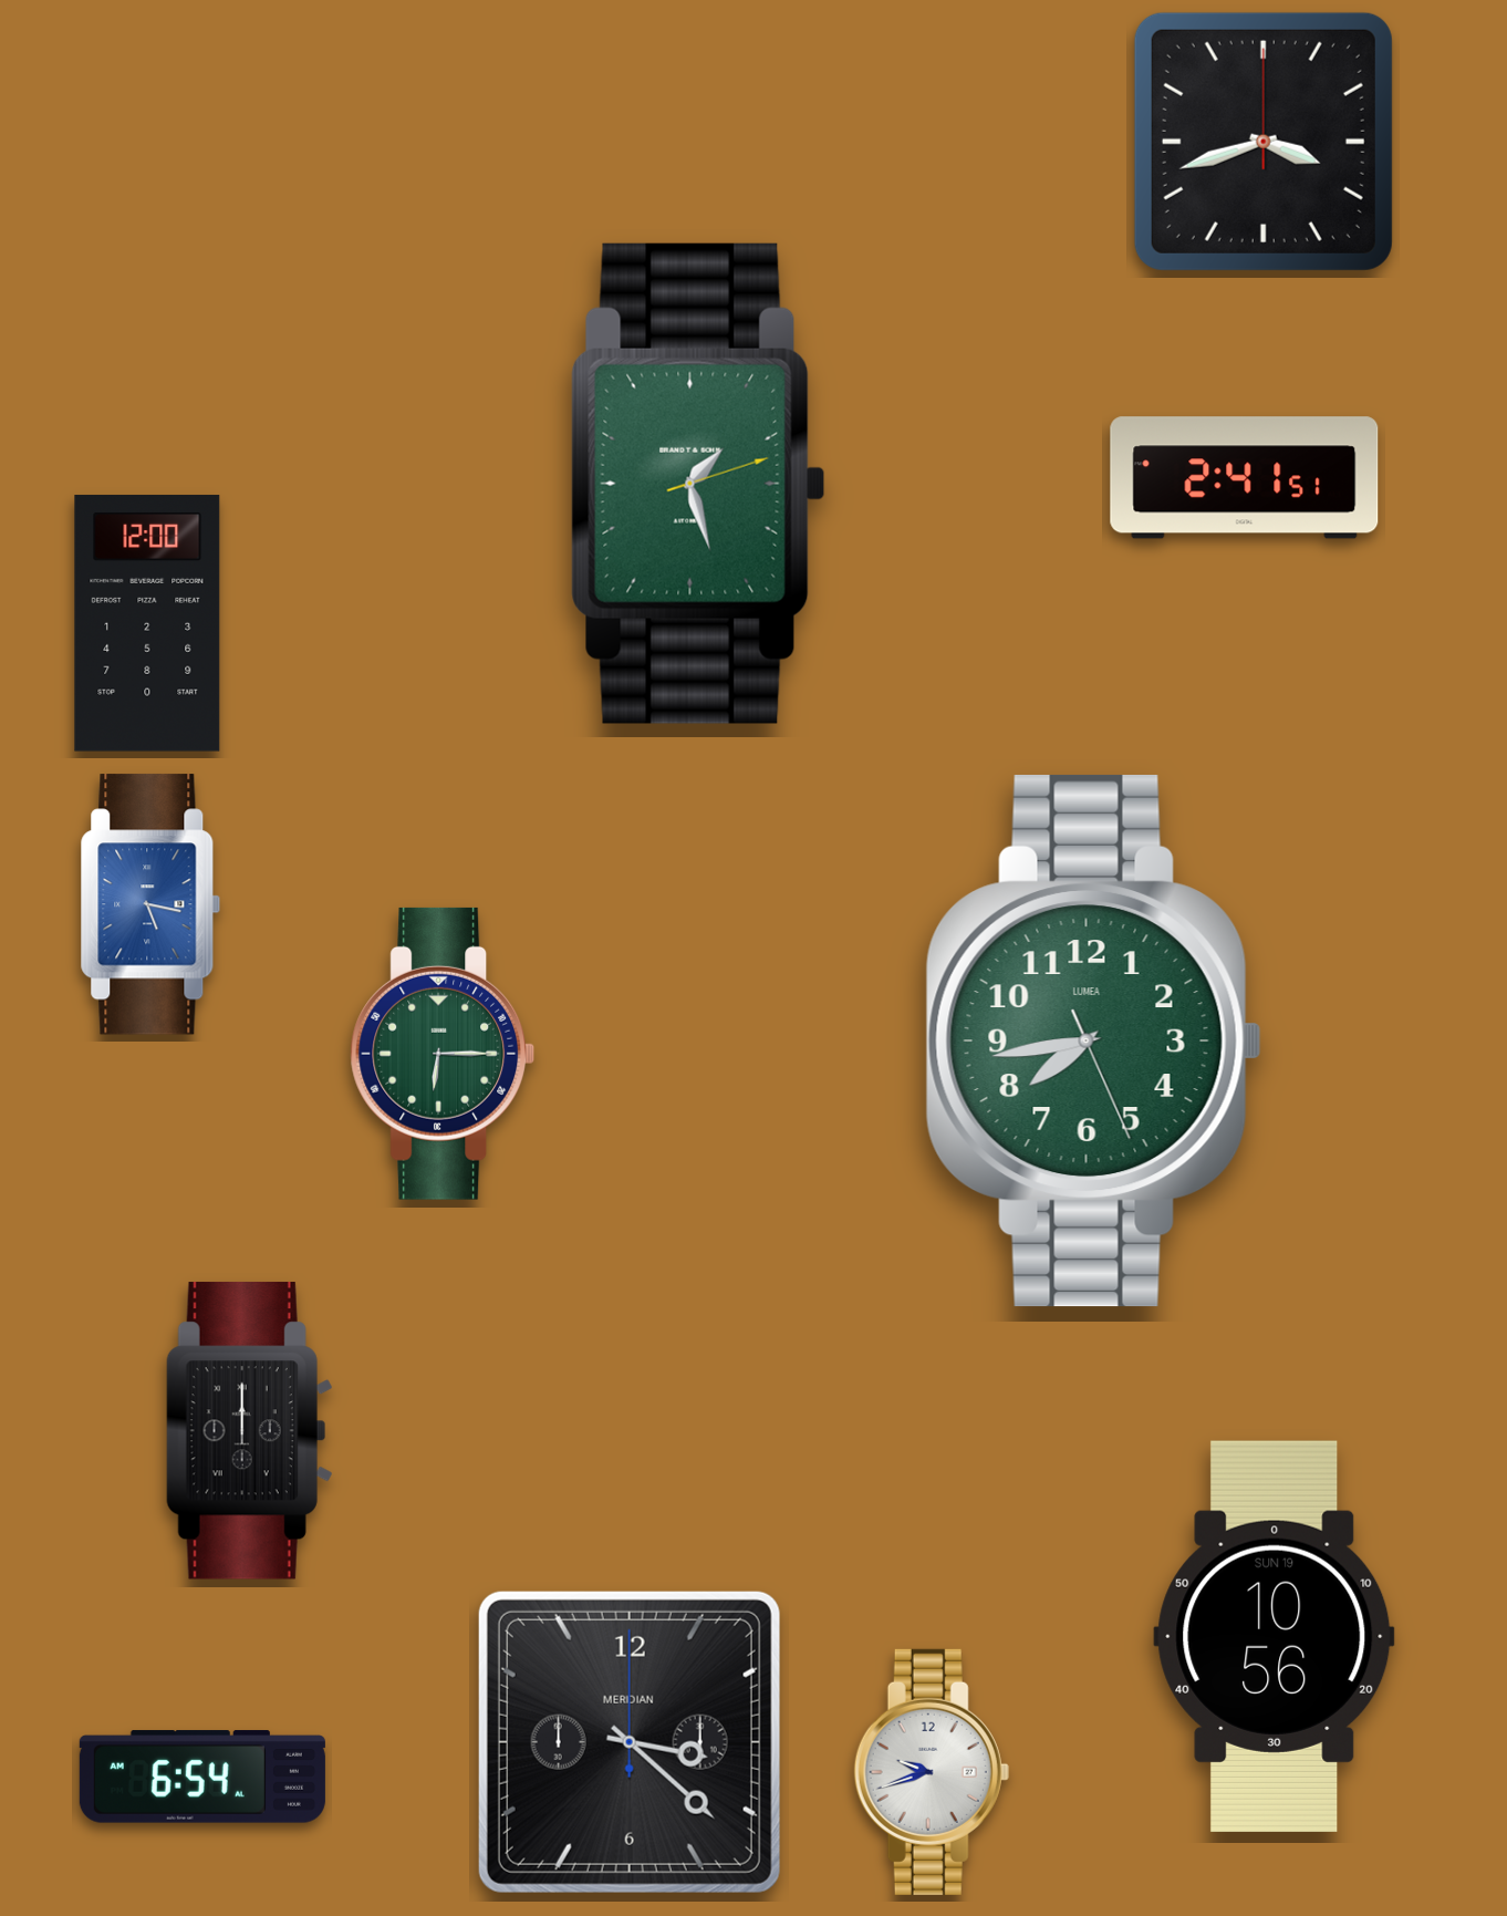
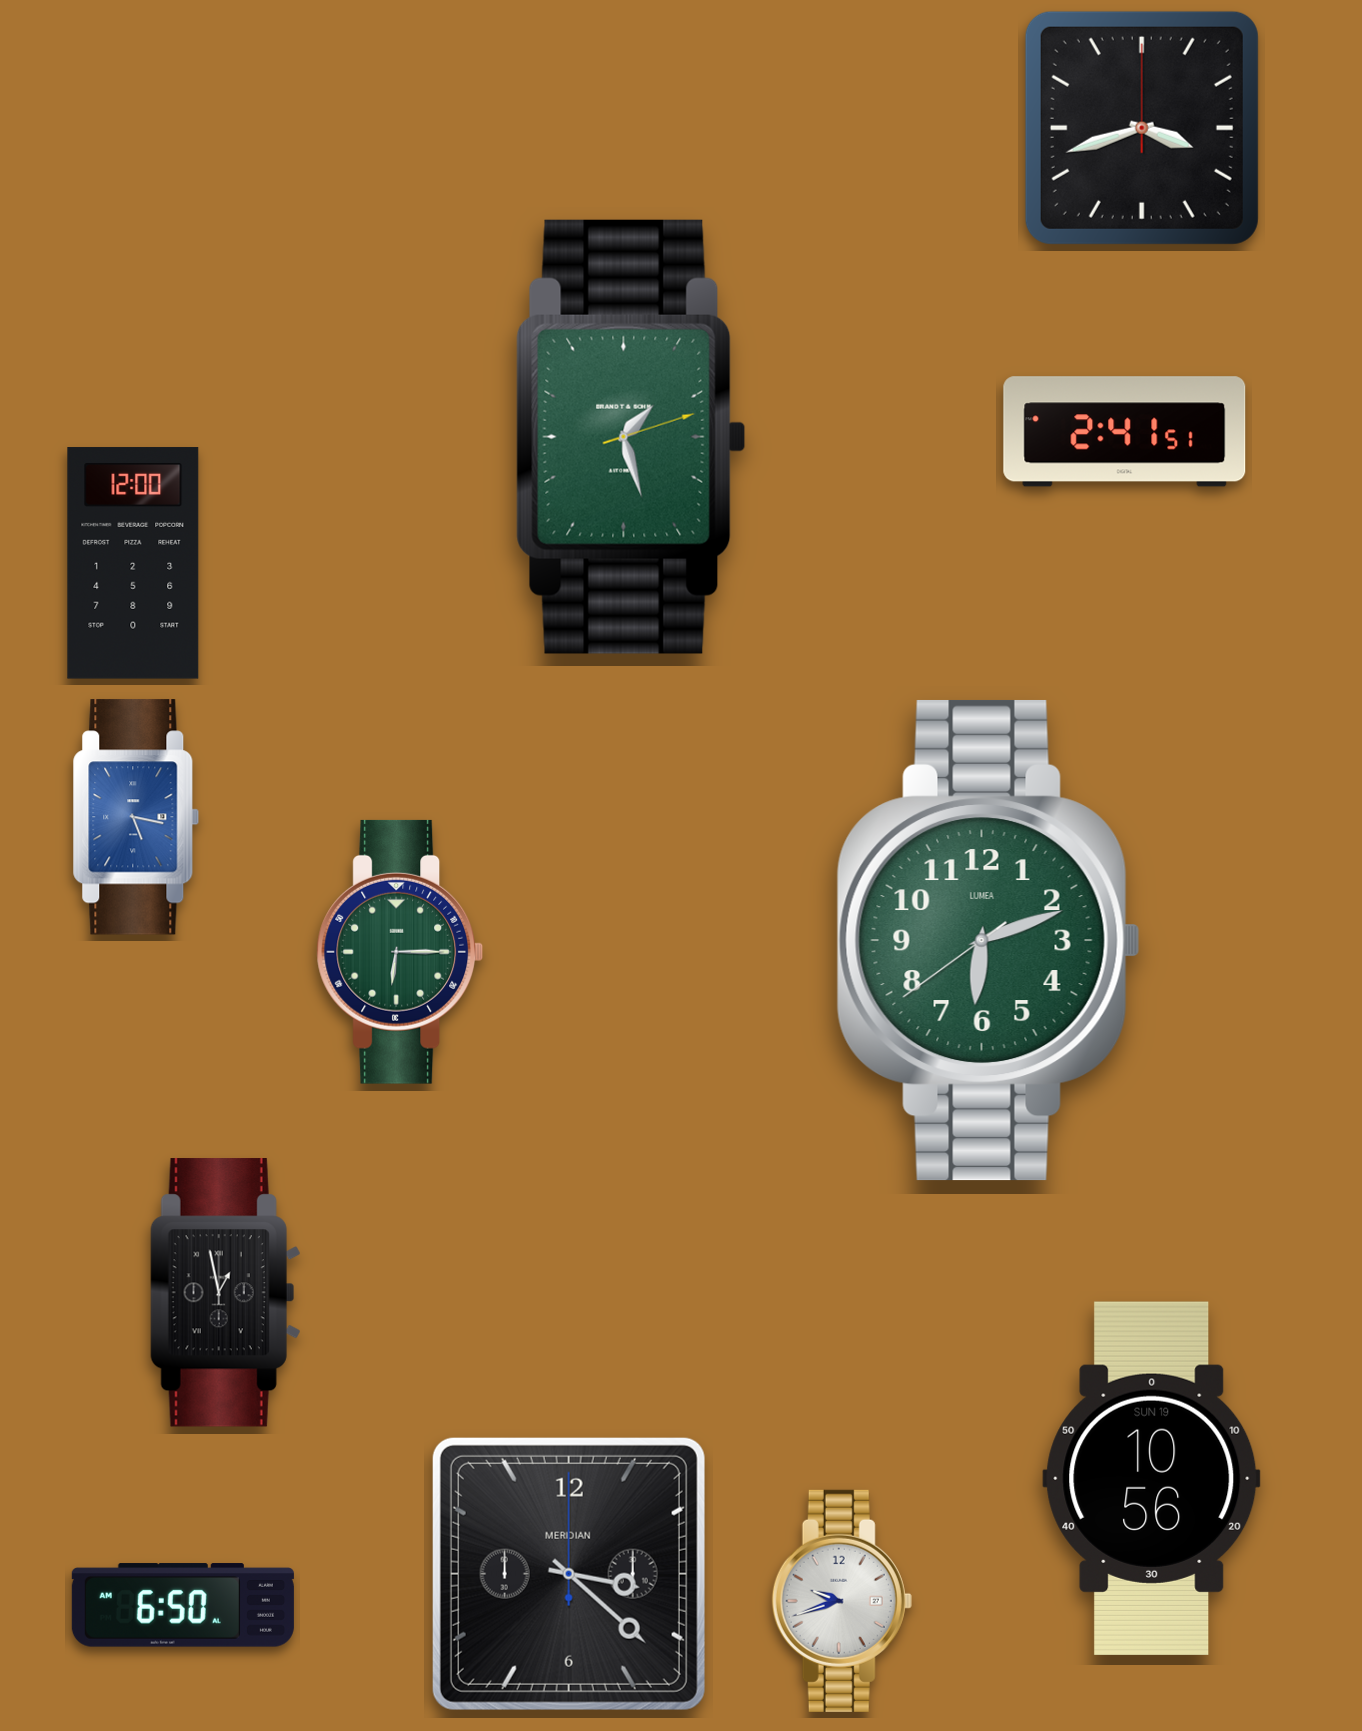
clock at (1093, 1040): 7:43 -> 6:11
clock at (249, 1431): 12:00 -> 12:58
clock at (202, 1777): 6:54 -> 6:50
